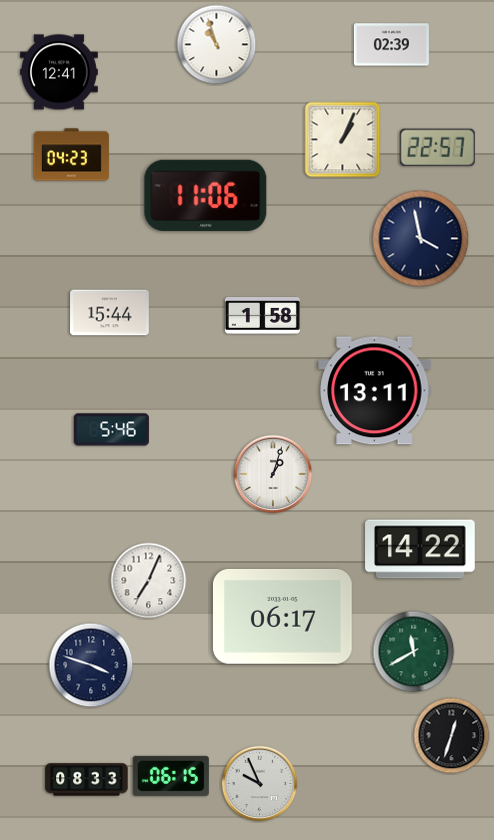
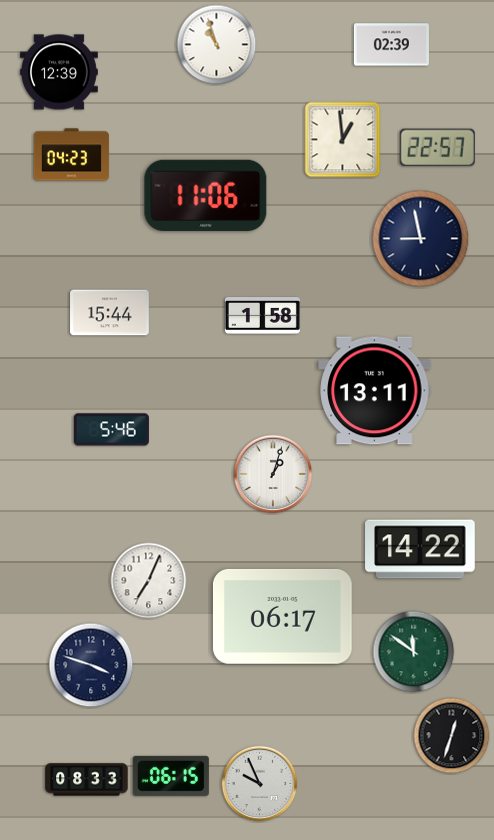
clock at (60, 72): 12:41 -> 12:39
clock at (343, 140): 1:04 -> 12:59
clock at (421, 239): 3:58 -> 8:58
clock at (414, 652): 11:40 -> 11:51
